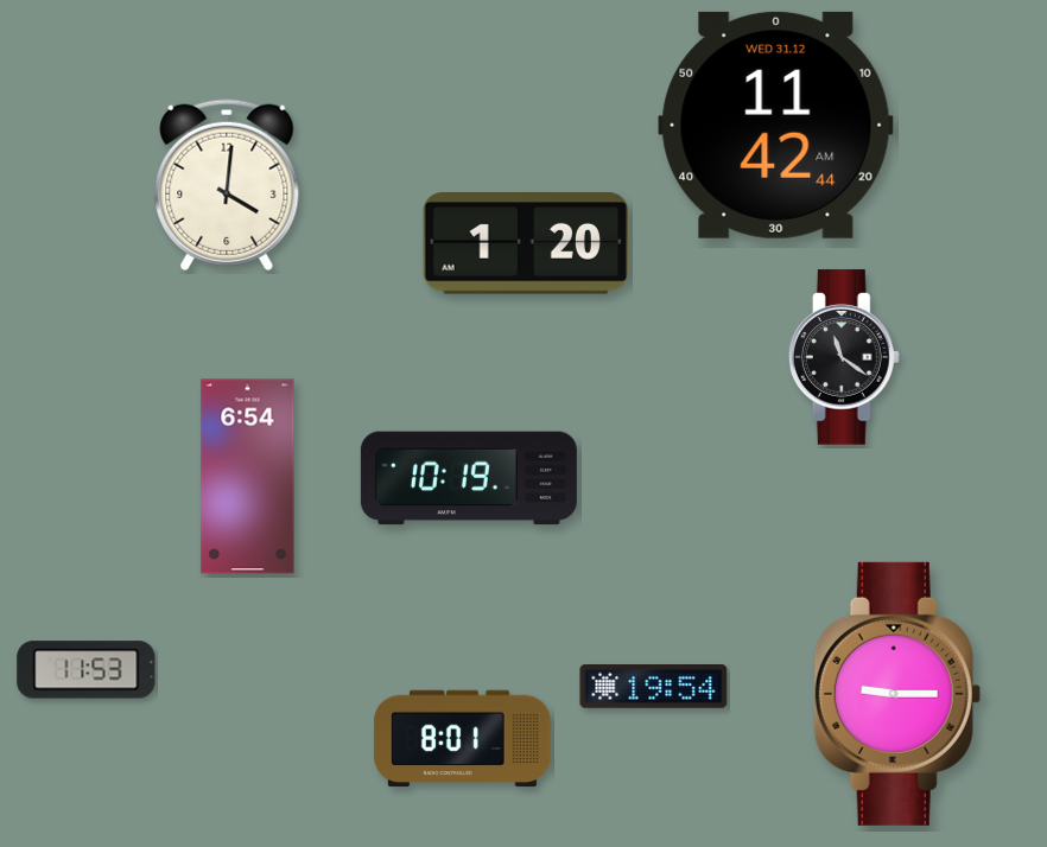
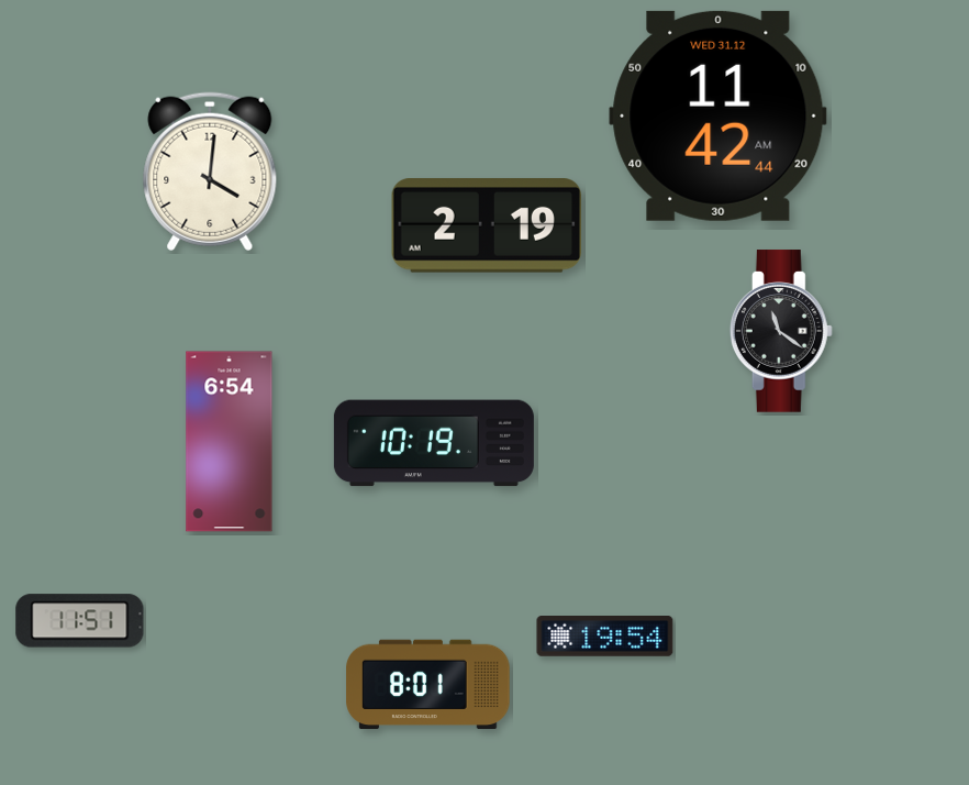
clock at (525, 244): 1:20 -> 2:19
clock at (87, 670): 11:53 -> 11:51
clock at (897, 694): 9:15 -> none
